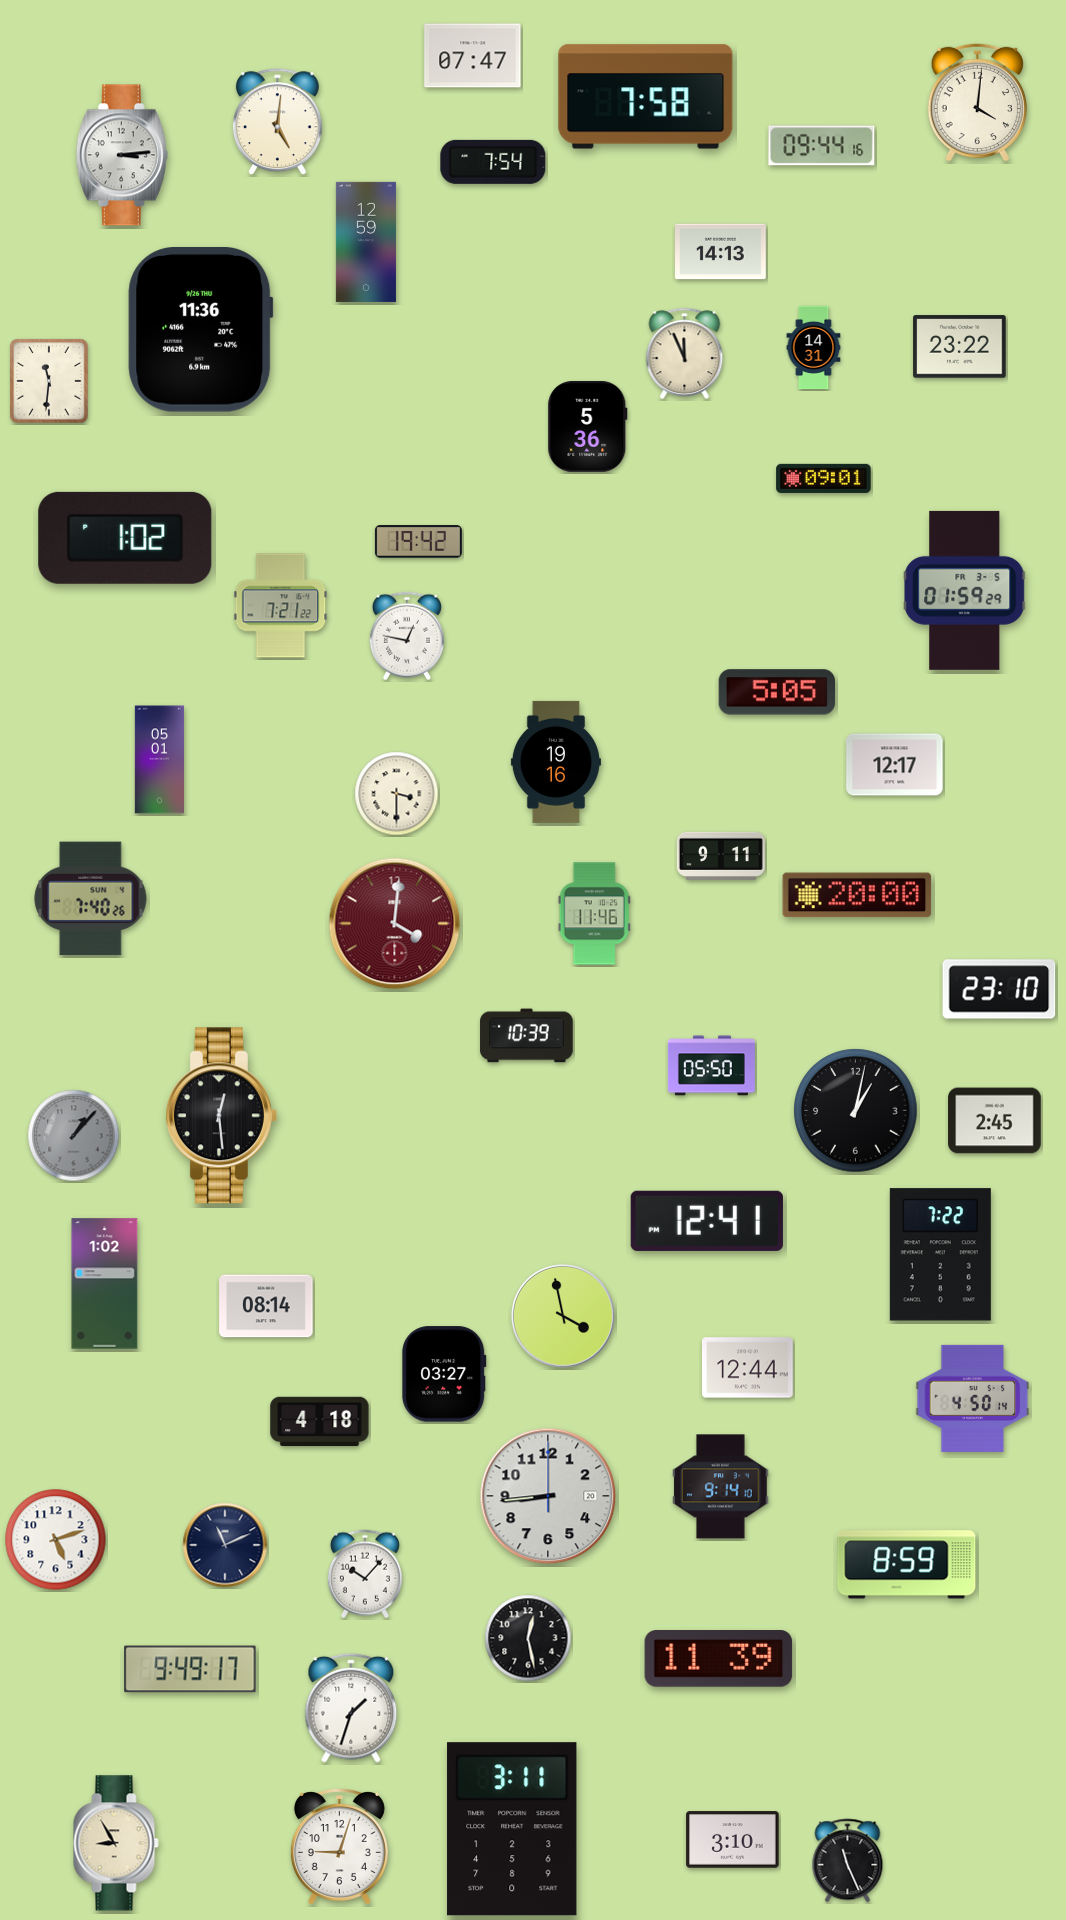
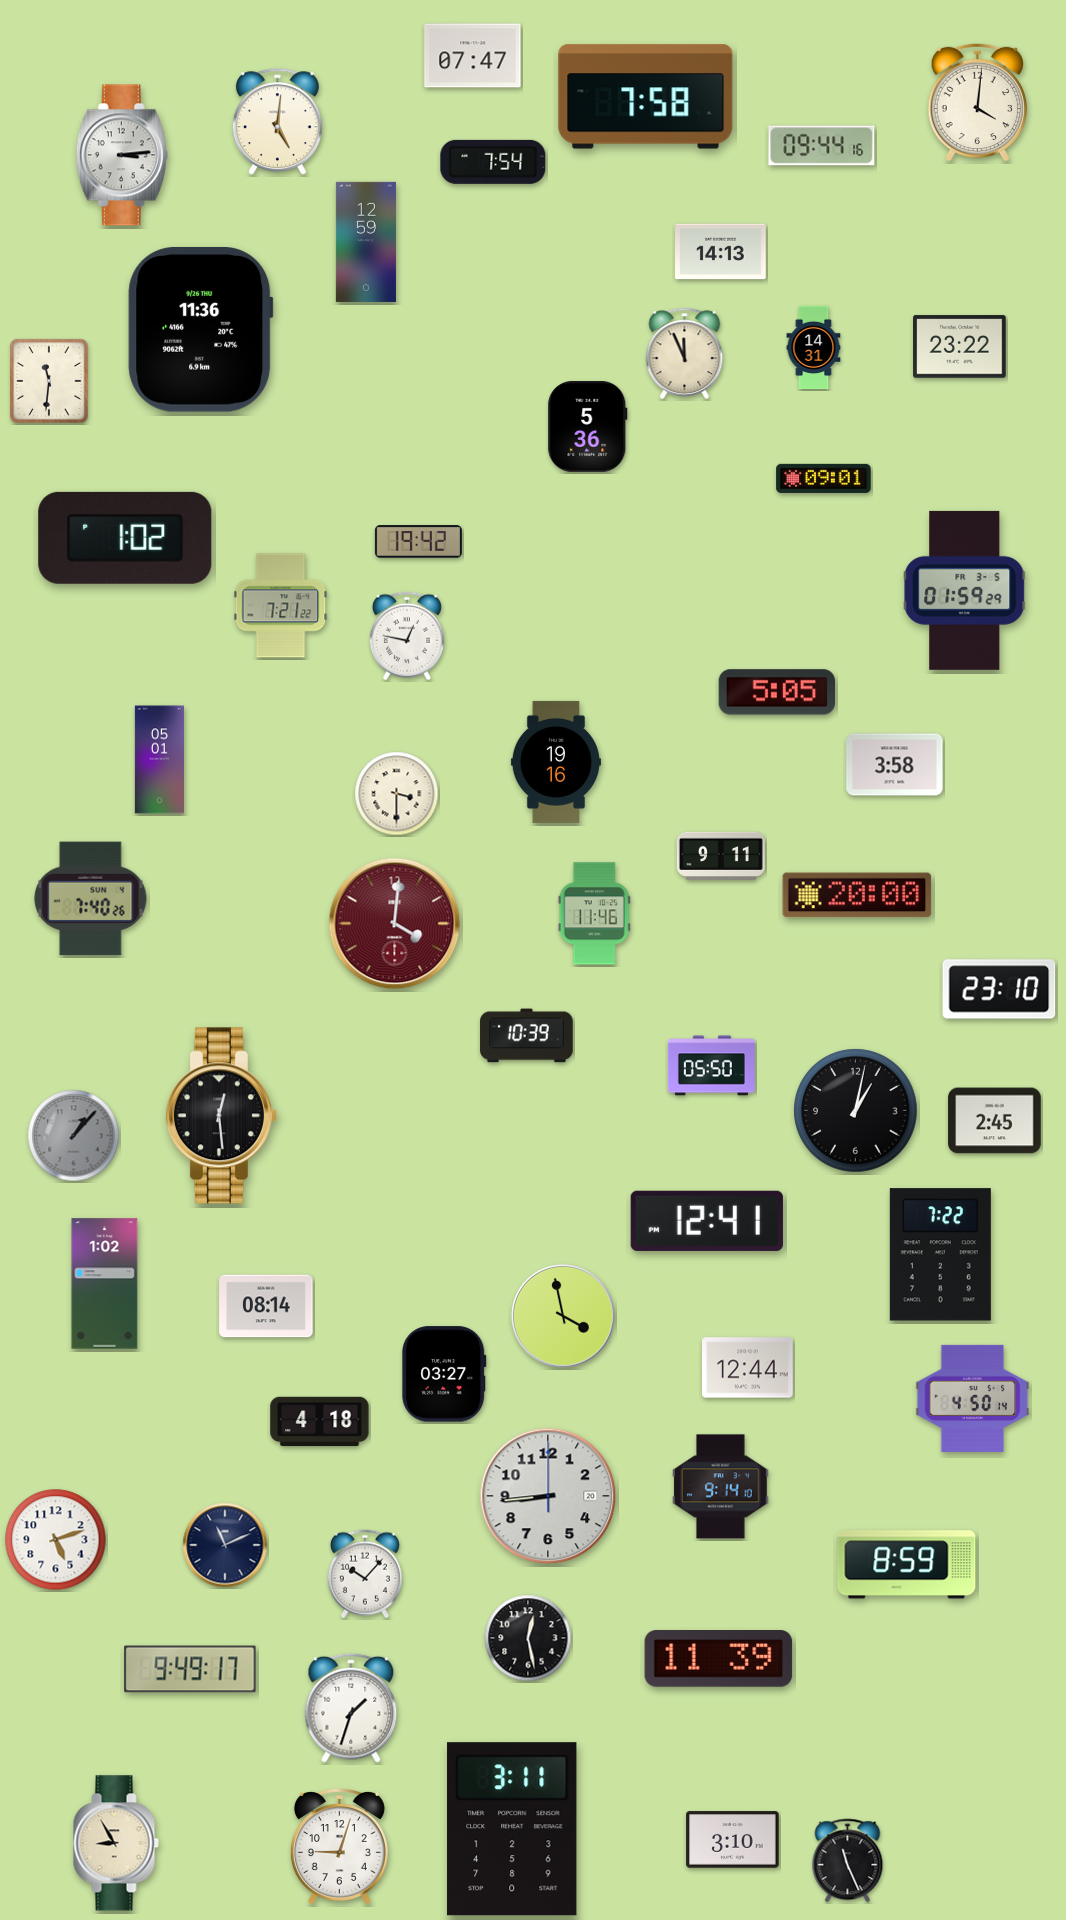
clock at (895, 765): 12:17 -> 3:58
